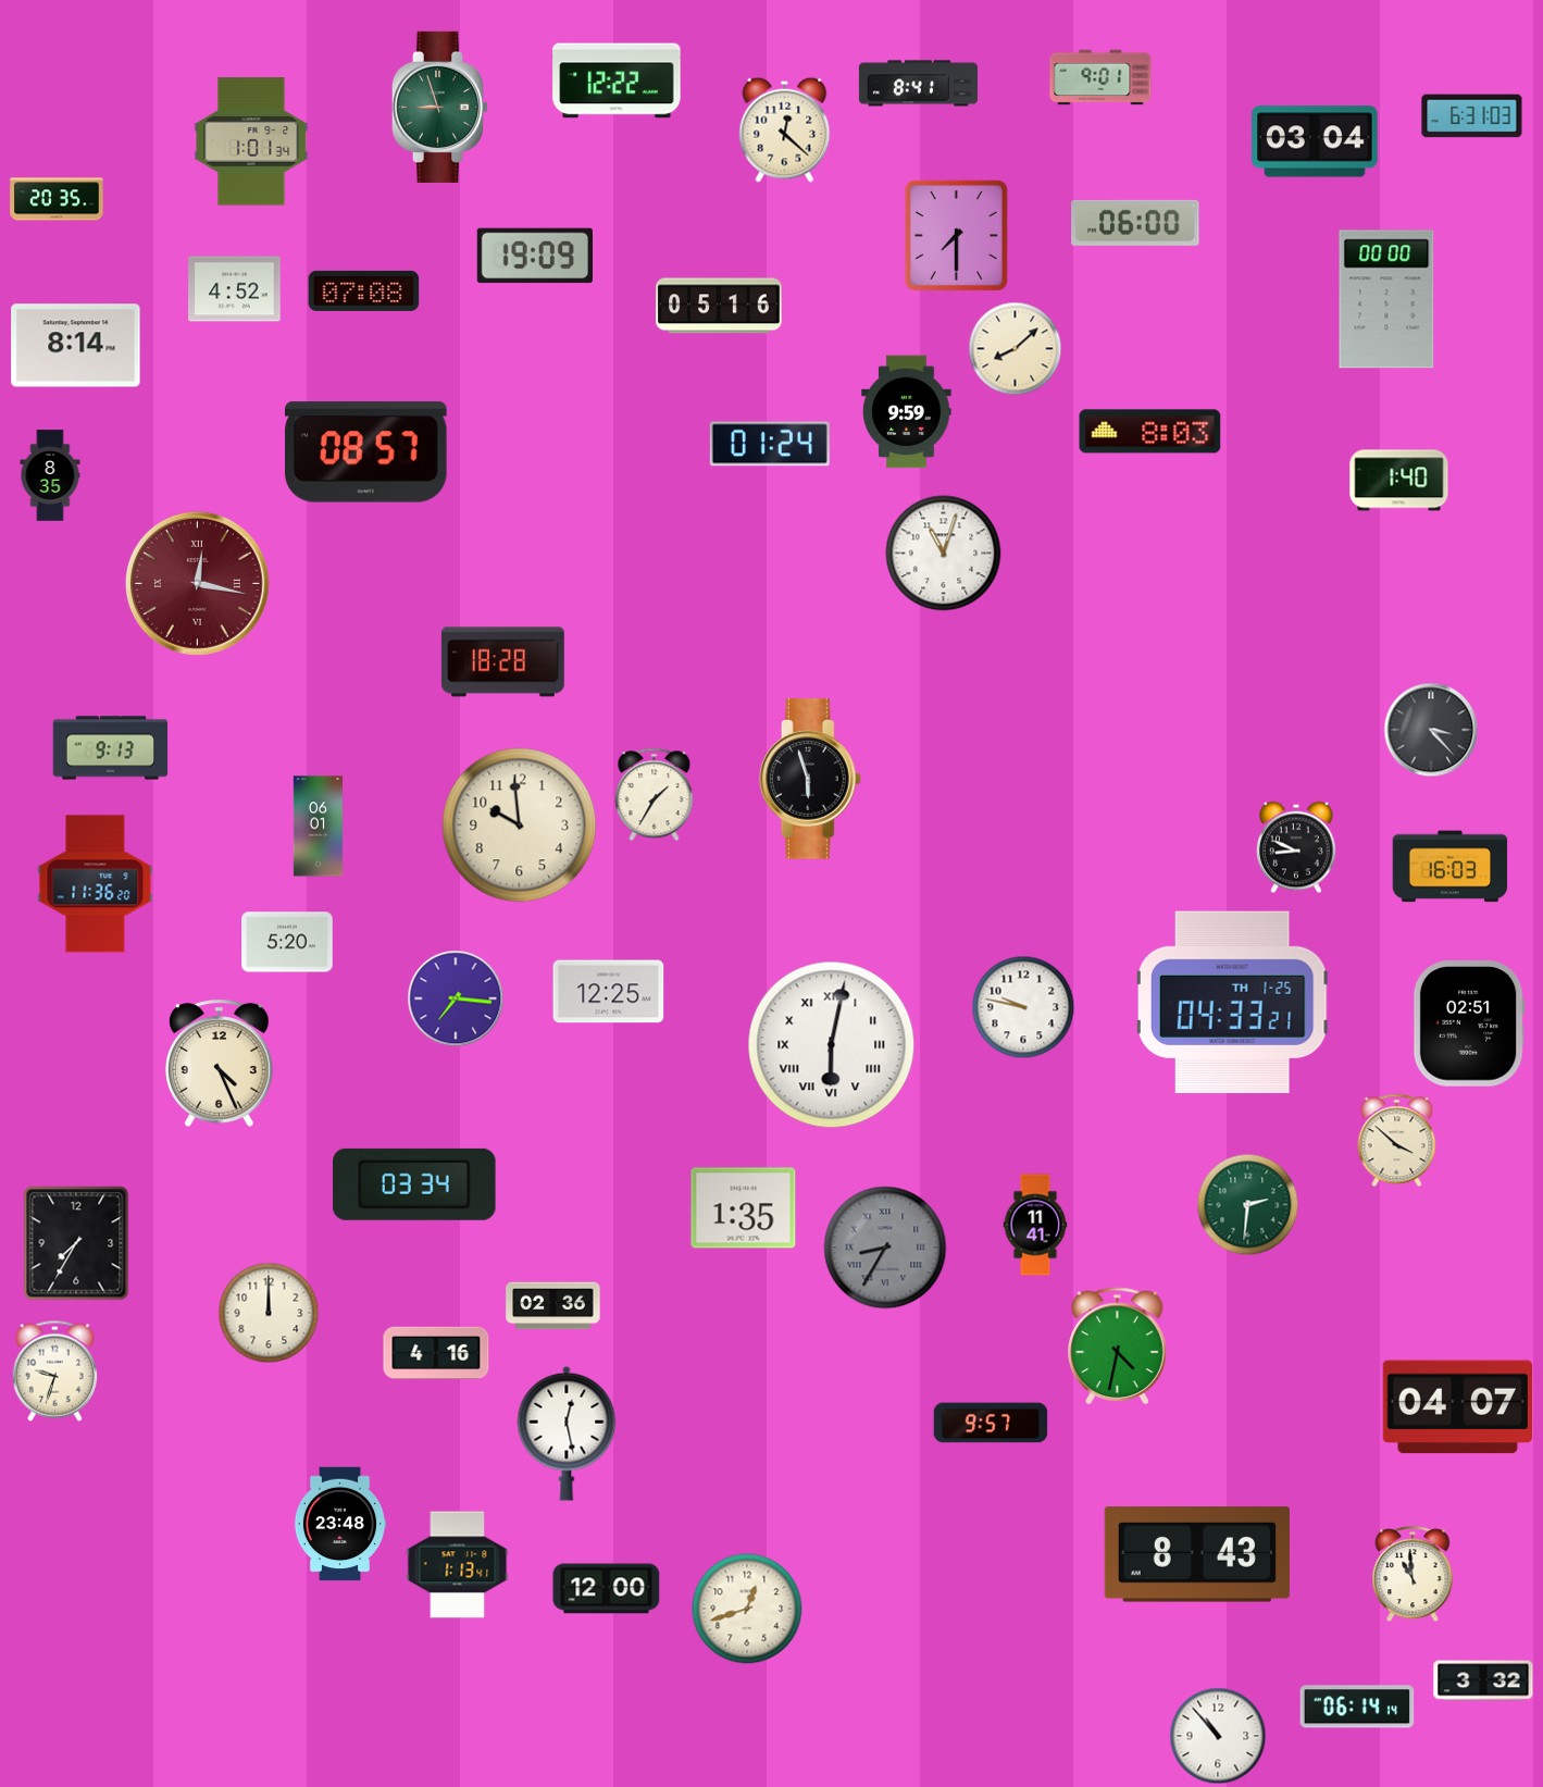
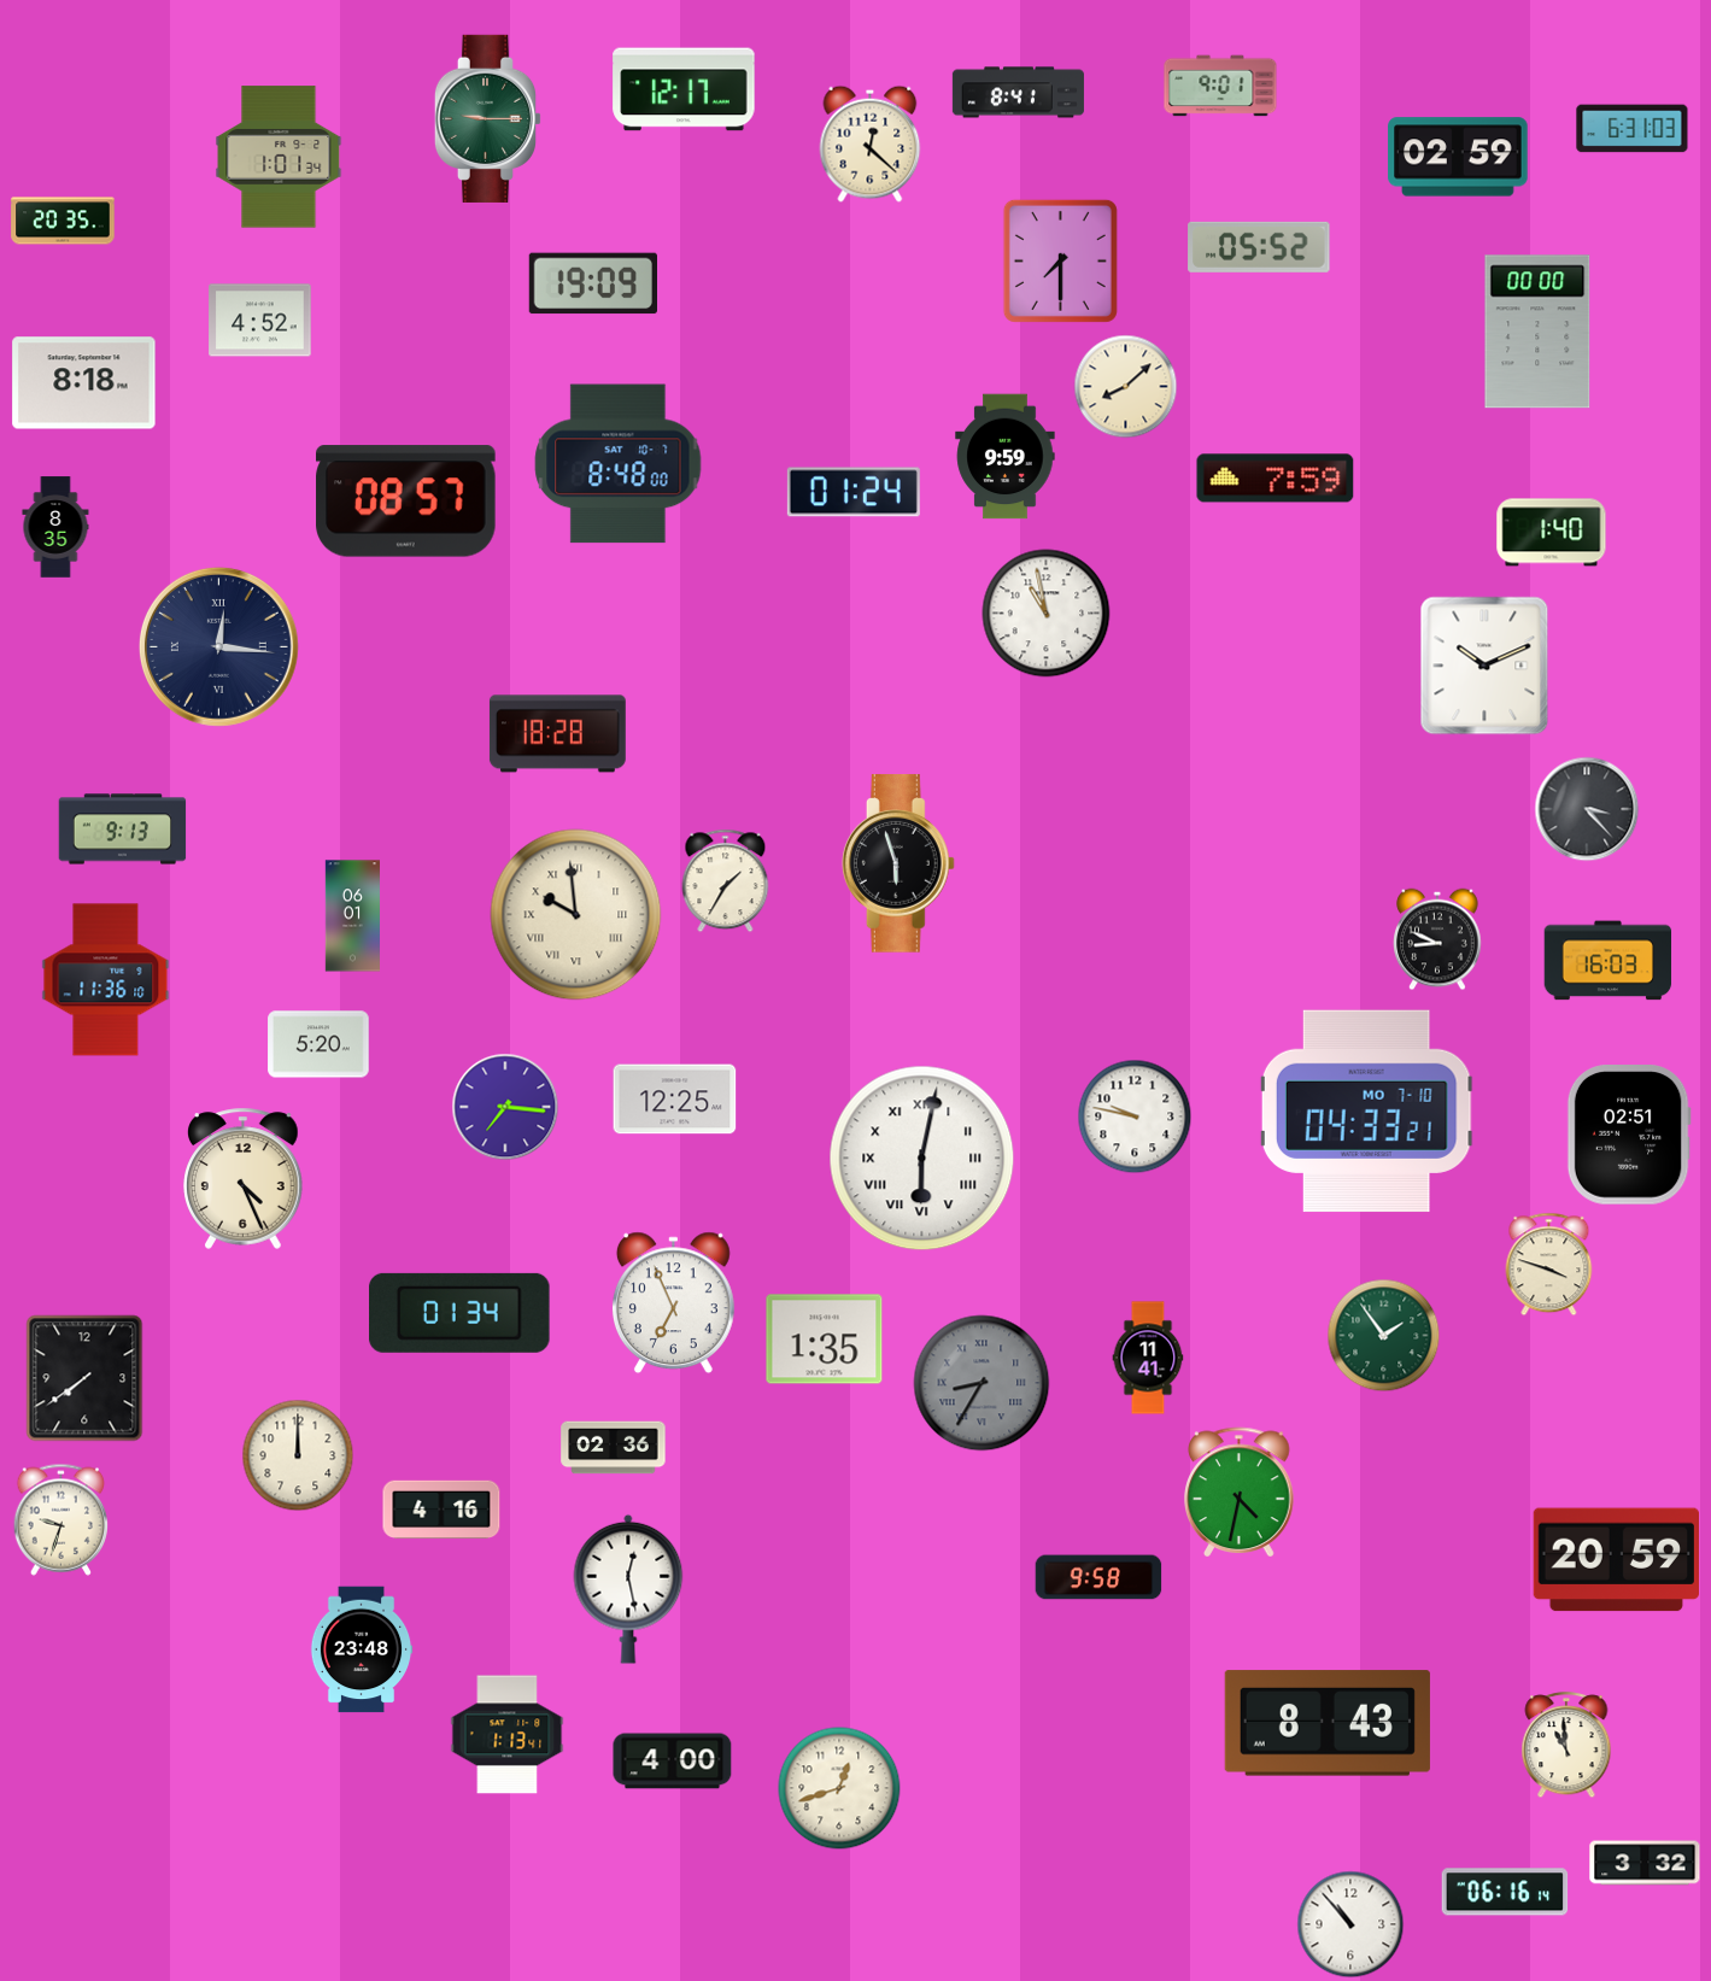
clock at (617, 80): 12:22 -> 12:17
clock at (440, 107): 8:57 -> 9:15
clock at (1315, 141): 03:04 -> 02:59
clock at (1135, 223): 06:00 -> 05:52
clock at (364, 290): 07:08 -> none
clock at (719, 306): 05:16 -> none
clock at (76, 346): 8:14 -> 8:18
clock at (619, 464): none -> 8:48
clock at (1150, 432): 8:03 -> 7:59
clock at (944, 554): 11:03 -> 10:58
clock at (197, 583): 12:17 -> 12:16
clock at (197, 583) dial: burgundy -> navy
clock at (1484, 666): none -> 10:11
clock at (520, 826) numerals: Arabic -> Roman
clock at (96, 884): 11:36:20 -> 11:36:10
clock at (1233, 1003) date: TH 1-25 -> MO 7-10
clock at (1397, 1141): 3:52 -> 3:48
clock at (673, 1303): none -> 6:56
clock at (414, 1184): 03:34 -> 01:34
clock at (1248, 1205): 2:31 -> 1:54
clock at (76, 1243): 7:35 -> 7:39
clock at (436, 1352) position: (436, 1352) -> (441, 1508)
clock at (1457, 1407): 04:07 -> 20:59
clock at (991, 1423): 9:57 -> 9:58
clock at (340, 1524) position: (340, 1524) -> (362, 1649)
clock at (607, 1589): 12:00 -> 4:00
clock at (747, 1609) position: (747, 1609) -> (839, 1788)
clock at (1357, 1707): 06:14 -> 06:16
